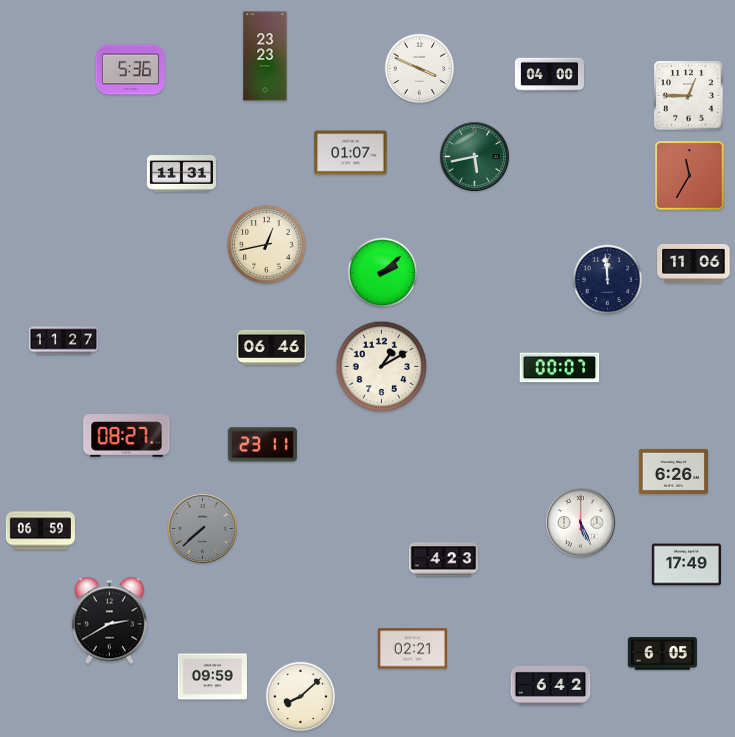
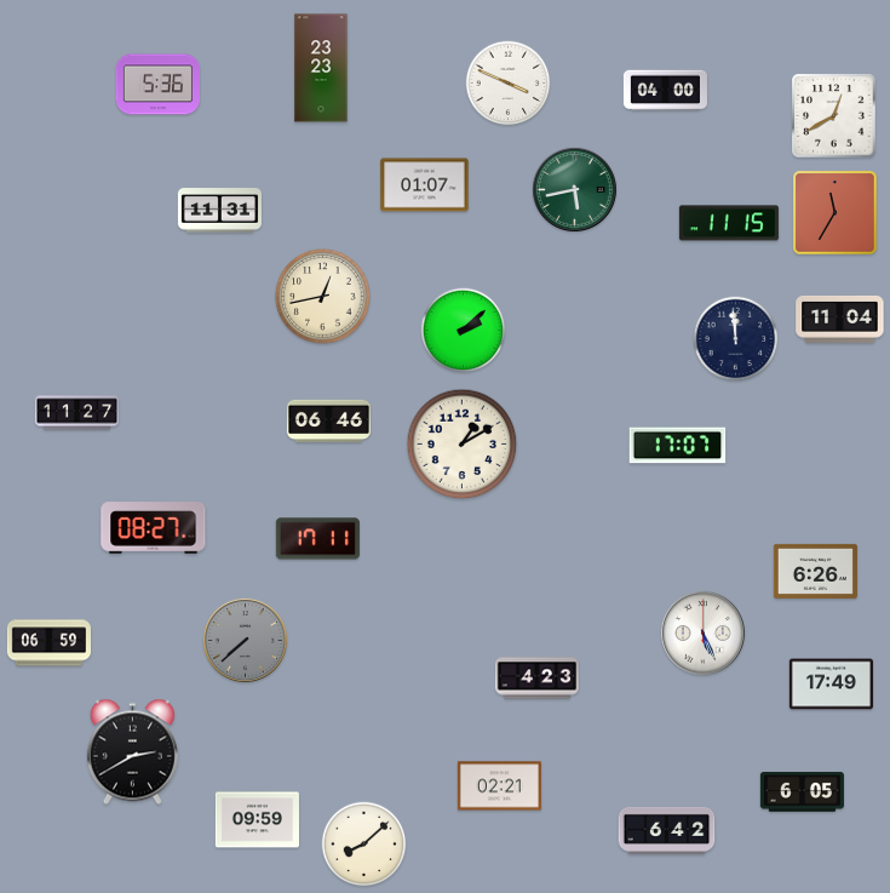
clock at (689, 96): 12:45 -> 12:40
clock at (729, 223): none -> 11:15
clock at (694, 263): 11:06 -> 11:04
clock at (560, 368): 00:07 -> 17:07
clock at (262, 445): 23:11 -> 17:11
